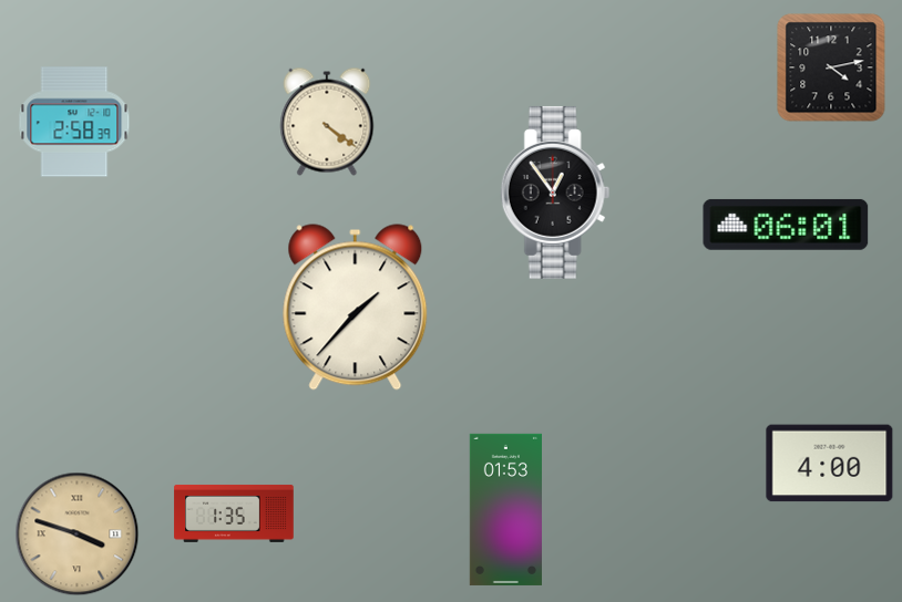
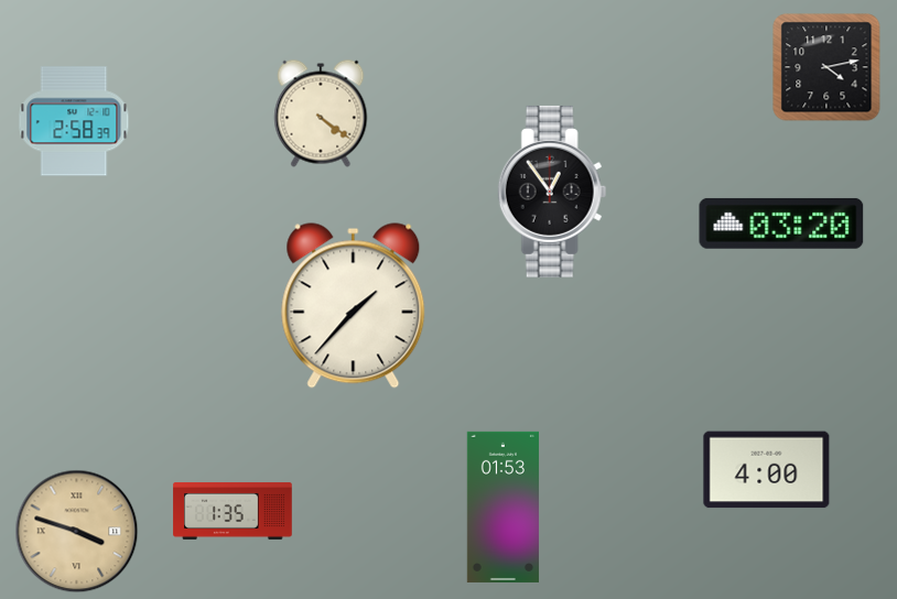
clock at (327, 122) position: (327, 122) -> (321, 113)
clock at (786, 225): 06:01 -> 03:20
clock at (830, 464) position: (830, 464) -> (767, 470)
